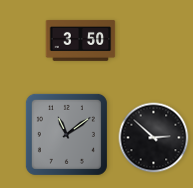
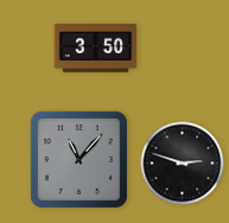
clock at (66, 134): 11:09 -> 11:07
clock at (154, 138): 2:52 -> 2:48
